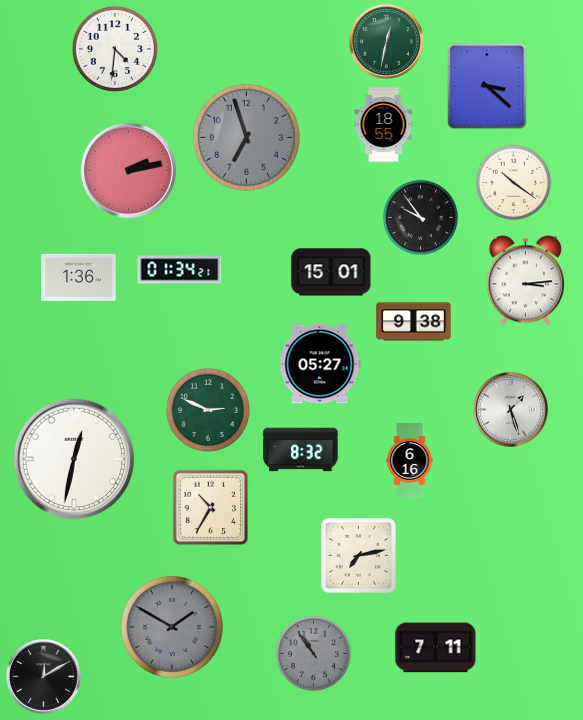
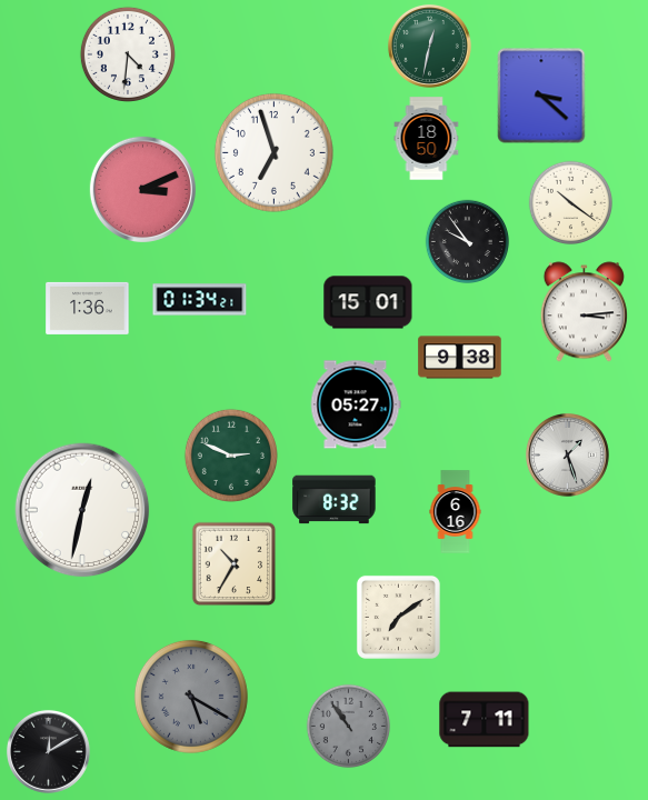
clock at (384, 125): 18:55 -> 18:50
clock at (246, 137) dial: grey -> white
clock at (128, 170): 2:13 -> 3:11
clock at (358, 555): 7:13 -> 7:09
clock at (172, 627): 1:50 -> 5:20
